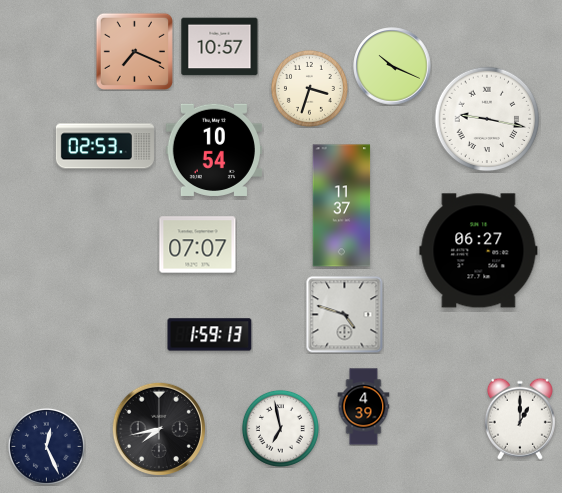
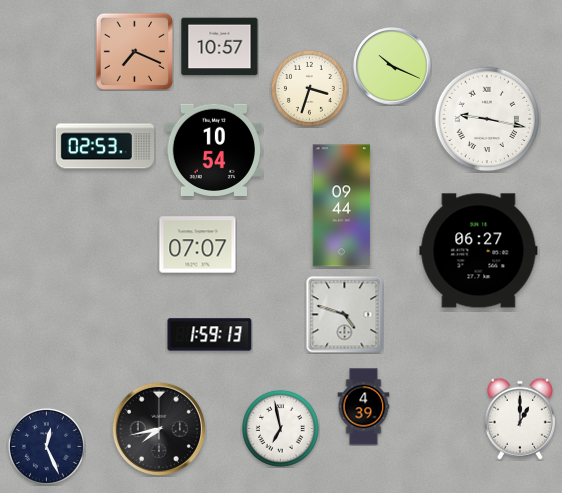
clock at (342, 206): 11:37 -> 09:44
